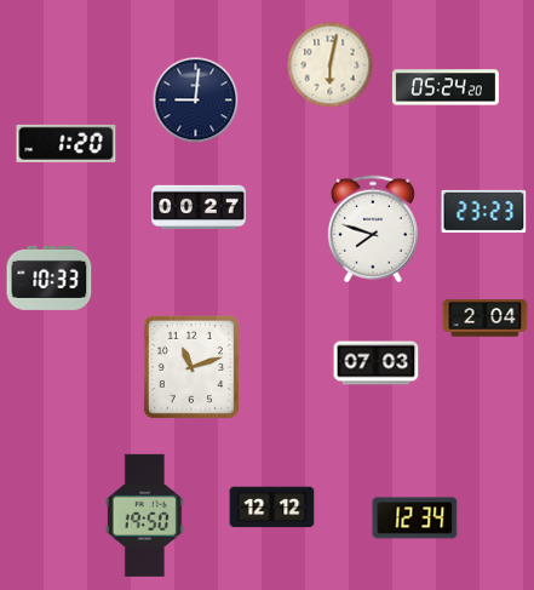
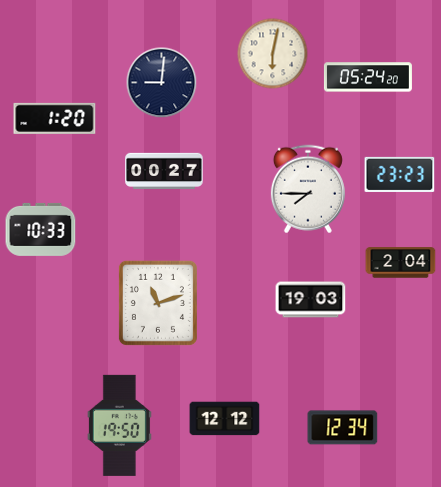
clock at (446, 87) position: (446, 87) -> (368, 77)
clock at (373, 229): 7:48 -> 7:45
clock at (377, 363): 07:03 -> 19:03
